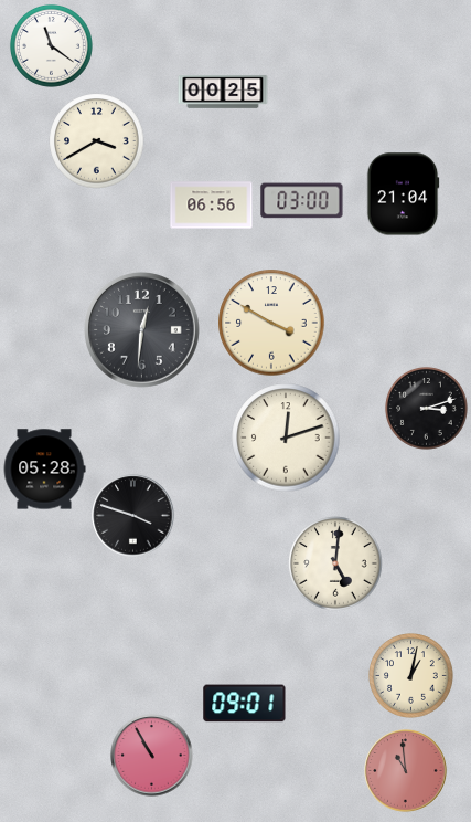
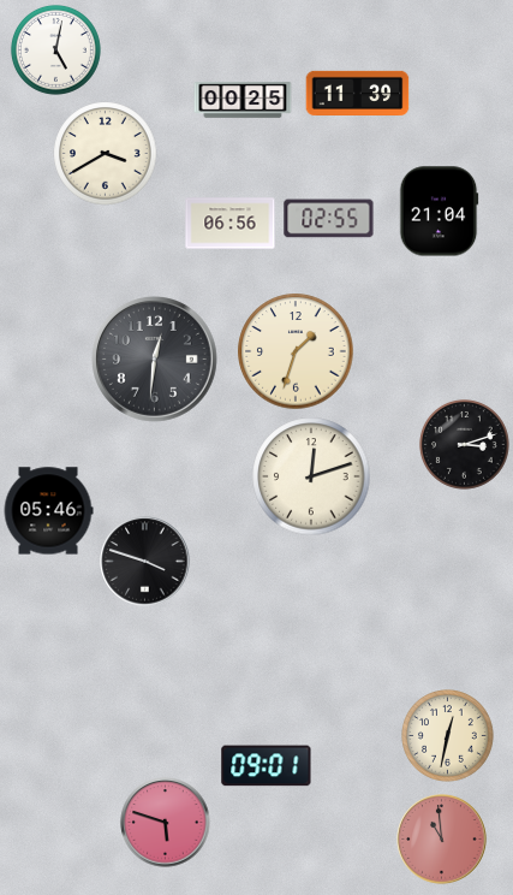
clock at (51, 45): 11:21 -> 5:02
clock at (358, 93): none -> 11:39
clock at (302, 201): 03:00 -> 02:55
clock at (271, 323): 3:50 -> 1:33
clock at (44, 470): 05:28 -> 05:46
clock at (335, 563): 5:01 -> none
clock at (411, 676): 1:02 -> 12:32
clock at (152, 756): 10:55 -> 5:48
